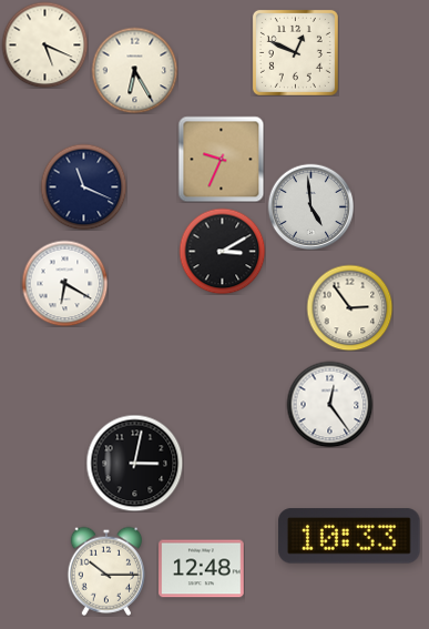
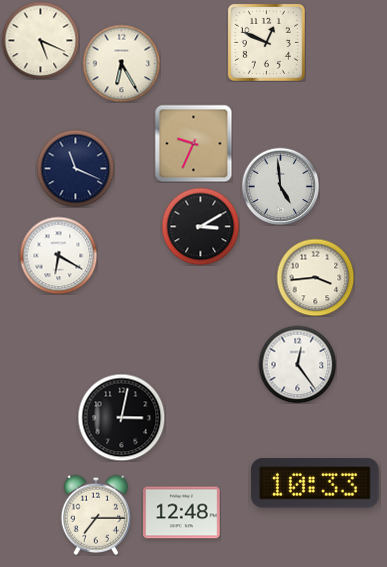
clock at (295, 52) position: (295, 52) -> (266, 42)
clock at (221, 159) position: (221, 159) -> (193, 143)
clock at (349, 307): 2:54 -> 3:44
clock at (105, 571): 10:15 -> 7:15
